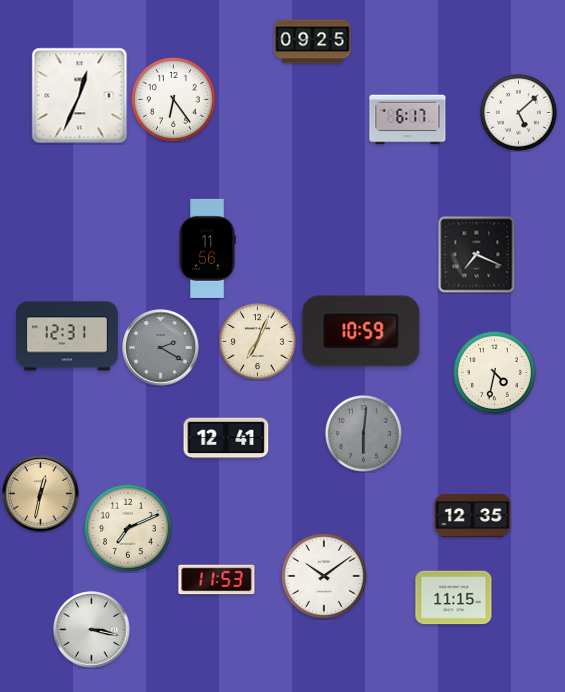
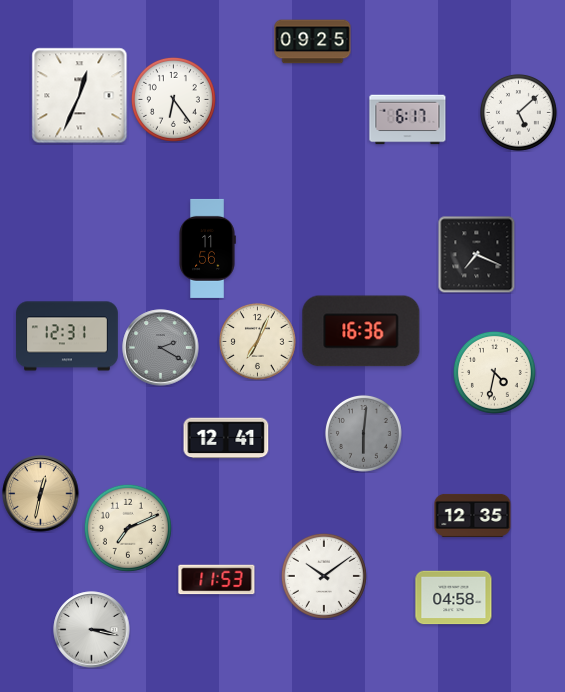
clock at (361, 331): 10:59 -> 16:36
clock at (454, 598): 11:15 -> 04:58
